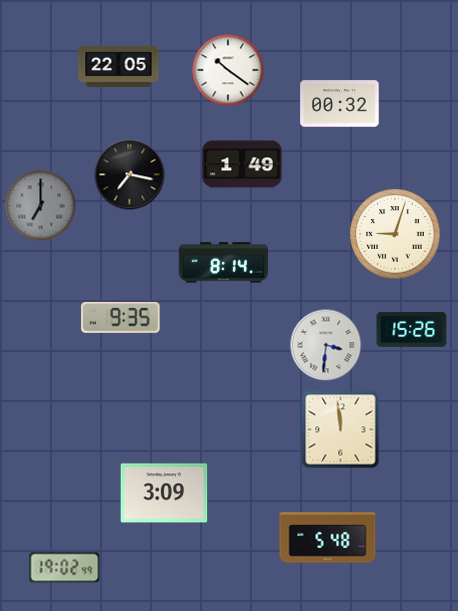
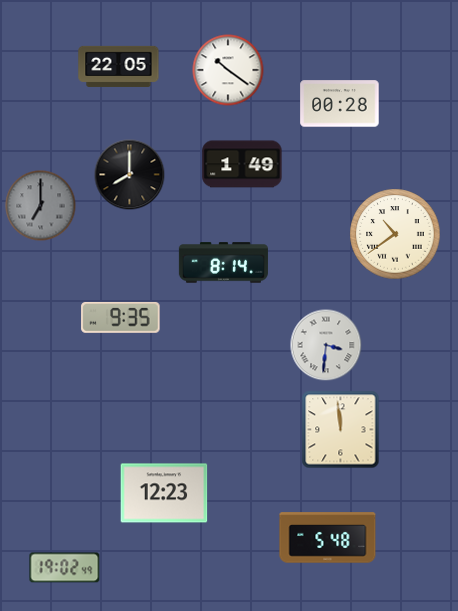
clock at (340, 104): 00:32 -> 00:28
clock at (130, 175): 7:17 -> 8:00
clock at (395, 234): 9:03 -> 10:39
clock at (412, 329): 15:26 -> none
clock at (164, 493): 3:09 -> 12:23
